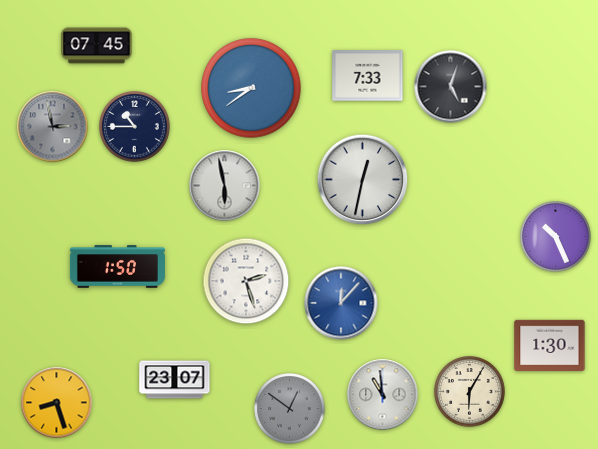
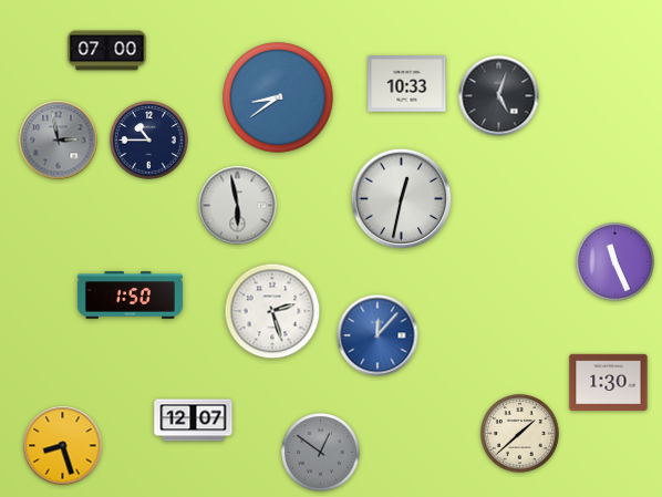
clock at (97, 46): 07:45 -> 07:00
clock at (368, 76): 7:33 -> 10:33
clock at (225, 186) position: (225, 186) -> (238, 206)
clock at (556, 237): 10:26 -> 11:26
clock at (175, 380): 23:07 -> 12:07
clock at (470, 392): 6:05 -> 1:38
clock at (383, 395): 10:59 -> none
